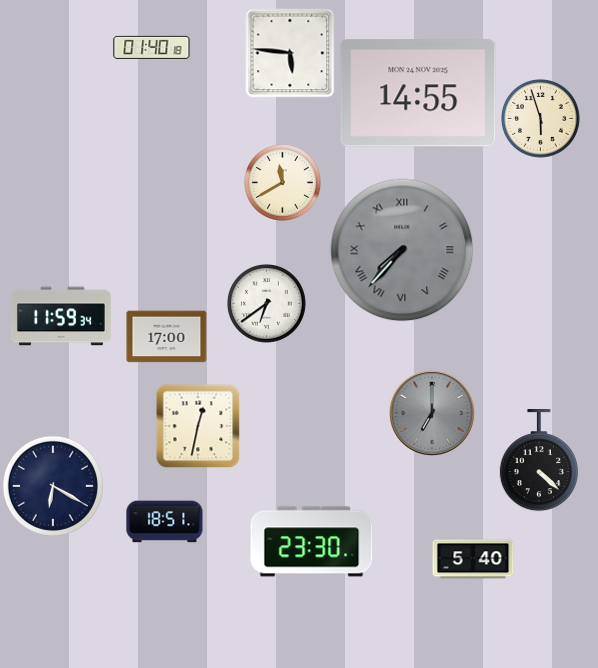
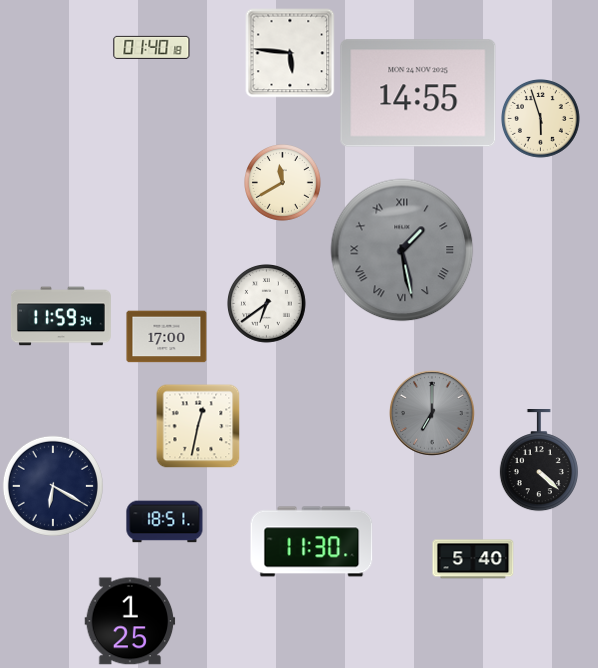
clock at (402, 250): 7:37 -> 1:28
clock at (312, 542): 23:30 -> 11:30
clock at (130, 621): none -> 1:25
